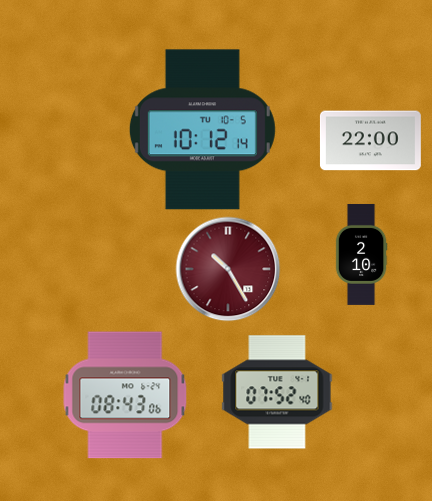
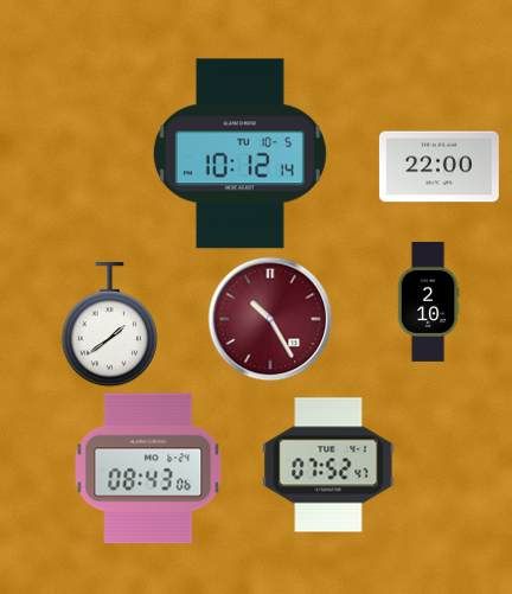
clock at (109, 325): none -> 1:39
clock at (277, 392): 07:52:40 -> 07:52:47
